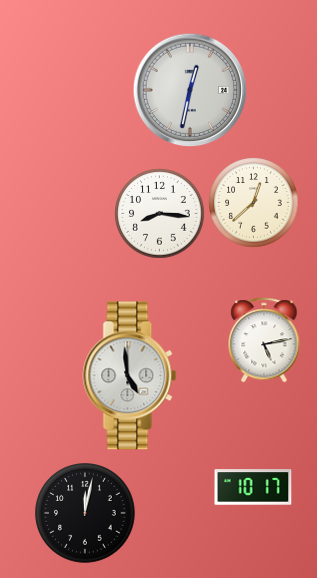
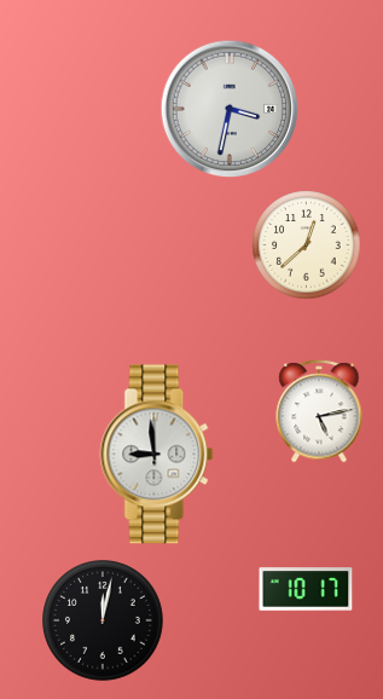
clock at (190, 90): 12:32 -> 3:32
clock at (160, 214): 8:16 -> none
clock at (130, 376): 4:59 -> 8:59
